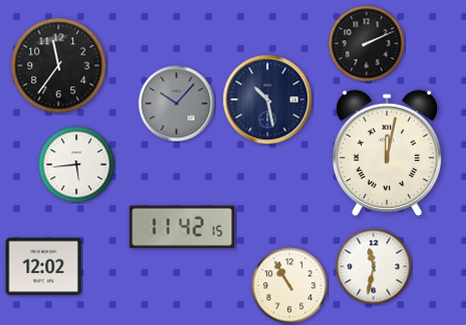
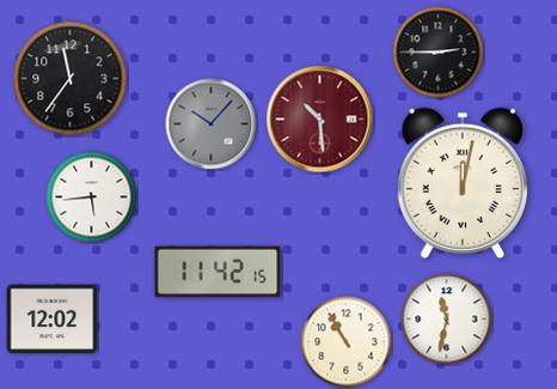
clock at (367, 44): 2:11 -> 2:45
clock at (268, 100): 10:28 -> 10:29
clock at (268, 100) dial: navy -> burgundy
